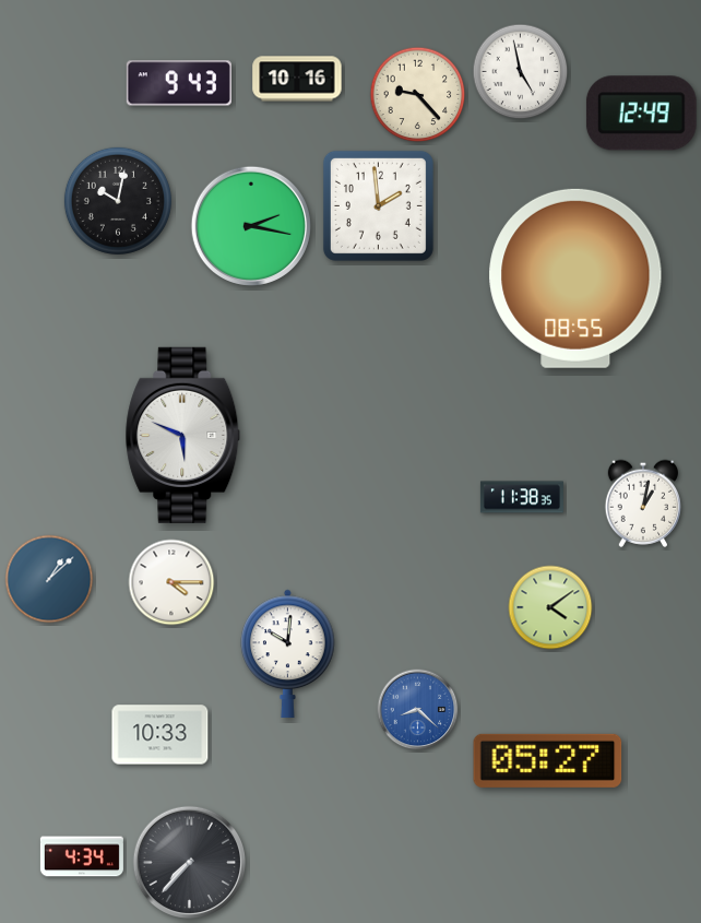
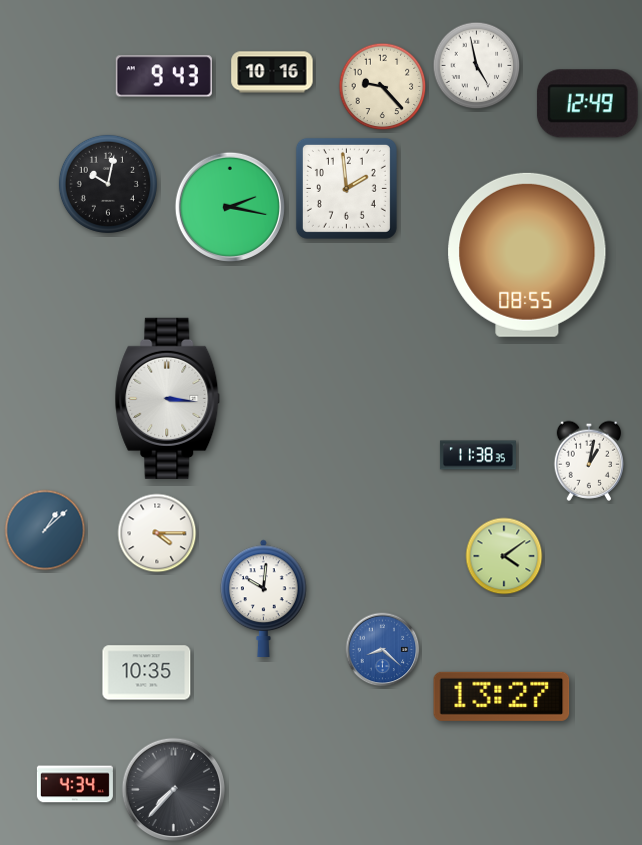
clock at (183, 435): 5:49 -> 3:16
clock at (161, 735): 10:33 -> 10:35
clock at (548, 760): 05:27 -> 13:27
